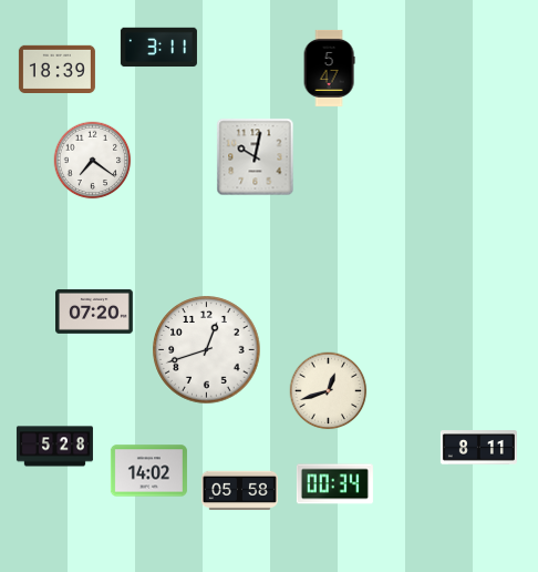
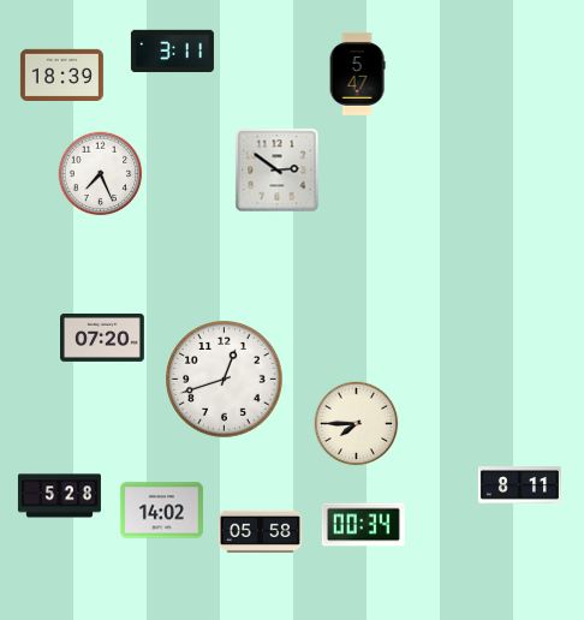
clock at (256, 157): 10:02 -> 2:51
clock at (93, 161): 7:21 -> 7:26
clock at (329, 391): 12:42 -> 7:45
clock at (54, 447) position: (54, 447) -> (59, 496)
